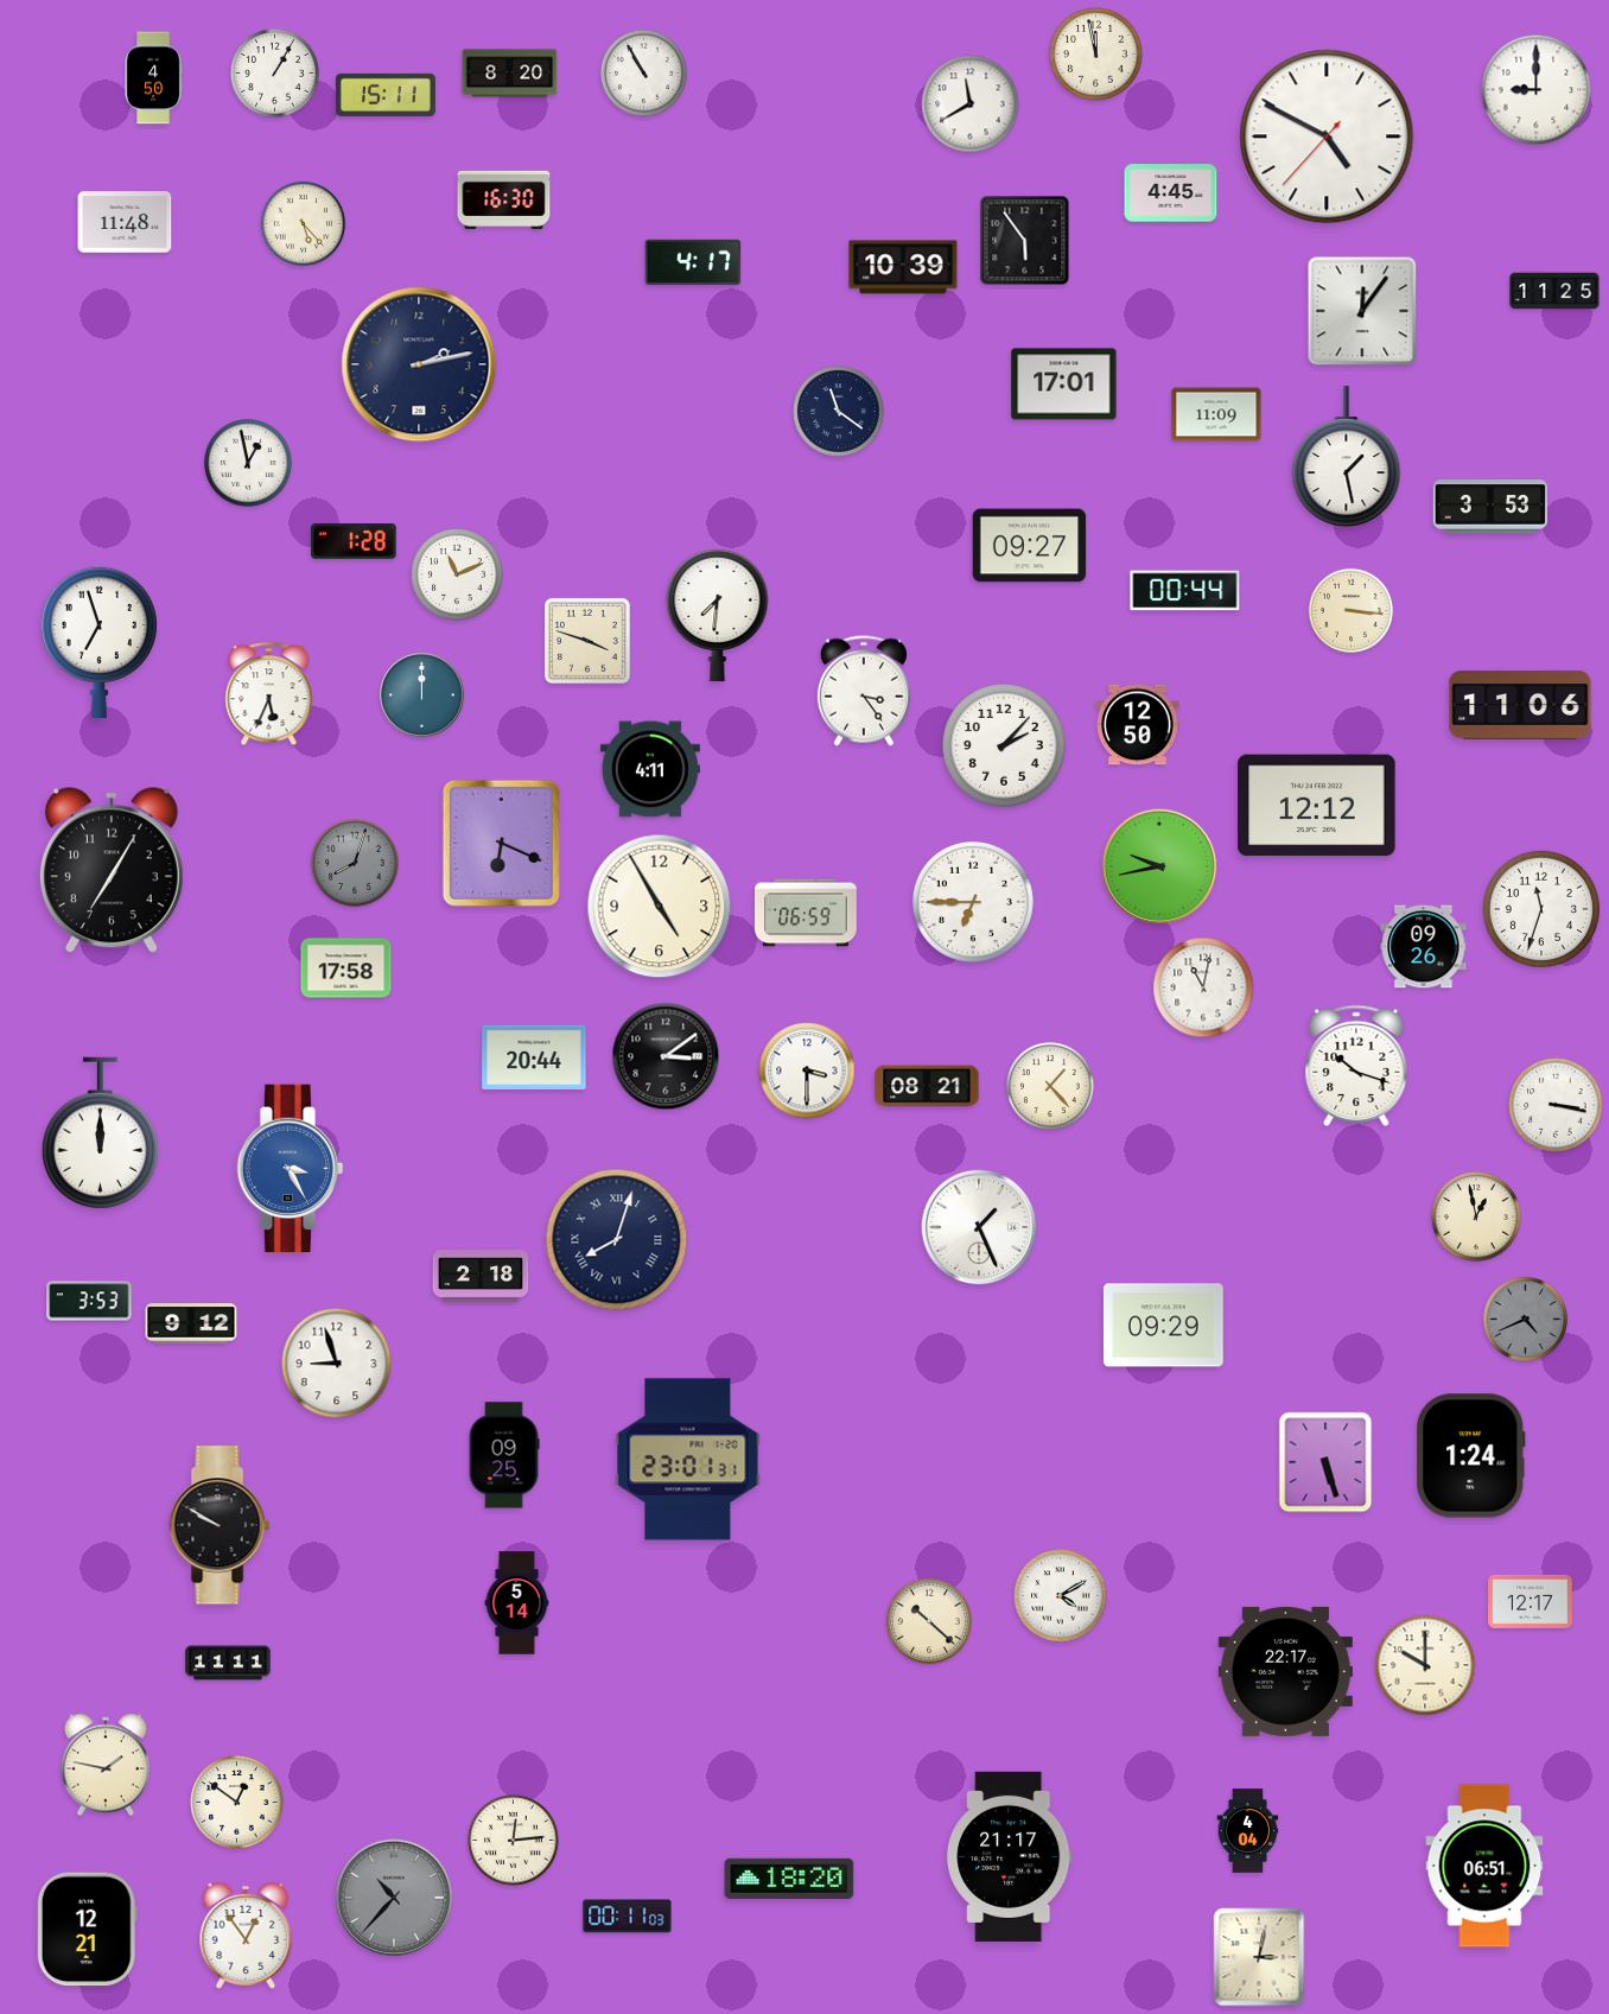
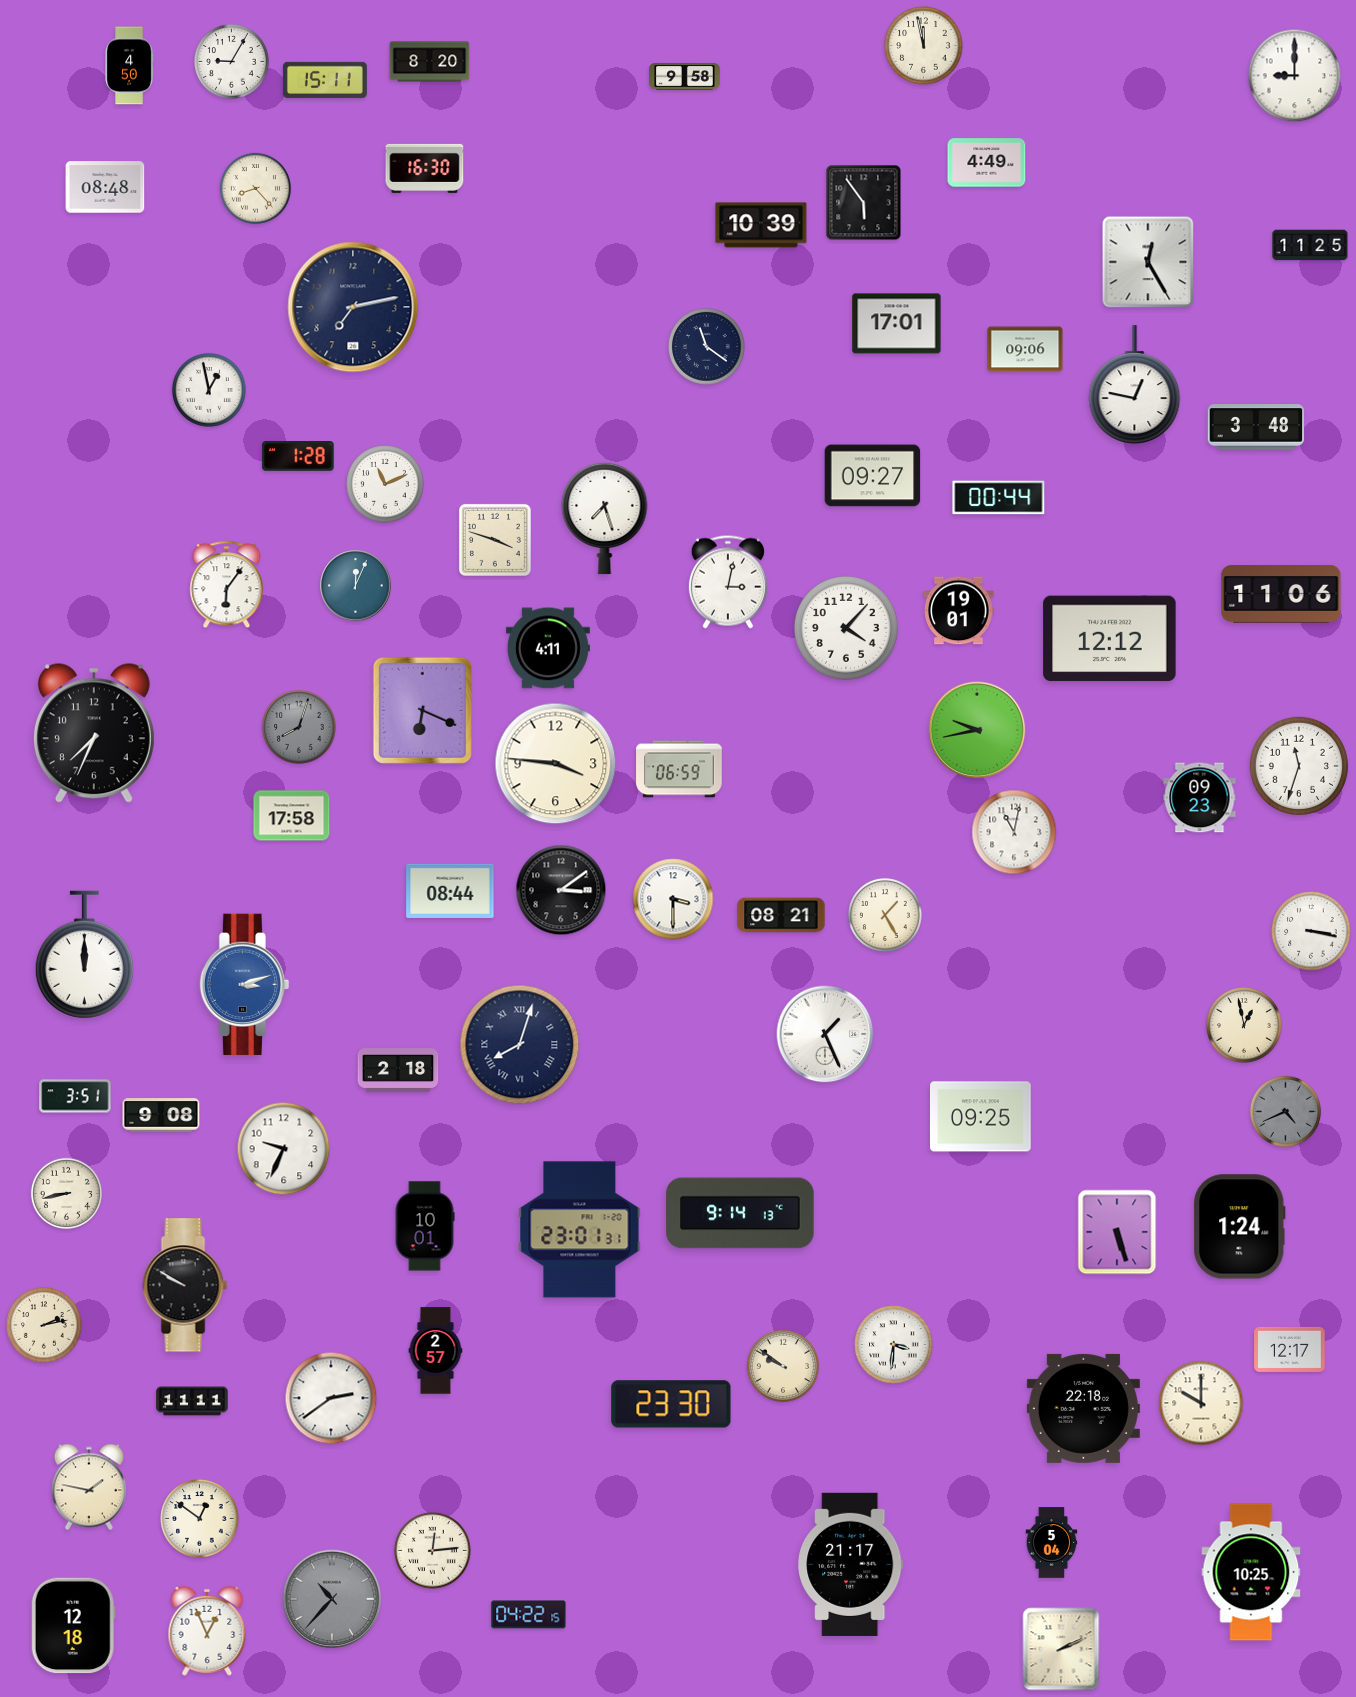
clock at (643, 72): 10:55 -> none
clock at (275, 74): 1:05 -> 9:05
clock at (685, 77): none -> 9:58
clock at (971, 104): 11:40 -> none
clock at (1327, 136): 4:49 -> none
clock at (1171, 193): 4:45 -> 4:49
clock at (125, 222): 11:48 -> 08:48
clock at (303, 223): 5:23 -> 8:23
clock at (693, 261): 4:17 -> none
clock at (1362, 311): 12:06 -> 12:25
clock at (419, 364): 2:13 -> 7:13
clock at (1216, 414): 11:09 -> 09:06
clock at (1347, 457): 1:28 -> 12:47
clock at (1490, 507): 3:53 -> 3:48
clock at (1030, 546) position: (1030, 546) -> (873, 476)
clock at (1350, 610): 3:16 -> none
clock at (718, 615): 7:31 -> 7:27
clock at (98, 642): 6:57 -> none
clock at (864, 691): 3:24 -> 3:02
clock at (269, 694): 5:34 -> 6:06
clock at (422, 695): 12:00 -> 12:04
clock at (1138, 725): 12:50 -> 19:01
clock at (1004, 745): 2:07 -> 4:07
clock at (1317, 806) position: (1317, 806) -> (1110, 639)
clock at (112, 871): 7:05 -> 7:34
clock at (973, 902): 6:45 -> none
clock at (660, 907): 4:55 -> 3:46
clock at (1424, 947): 09:26 -> 09:23
clock at (534, 1057): 20:44 -> 08:44
clock at (1356, 1066): 10:18 -> none
clock at (807, 1070) position: (807, 1070) -> (673, 899)
clock at (1050, 1086): 1:23 -> 1:25
clock at (291, 1169): 3:25 -> 3:12
clock at (481, 1277) position: (481, 1277) -> (398, 1071)
clock at (89, 1301): 3:53 -> 3:51
clock at (191, 1323): 9:12 -> 9:08
clock at (1164, 1326): 09:29 -> 09:25
clock at (337, 1364): 8:57 -> 9:34
clock at (66, 1193): none -> 8:43
clock at (740, 1213): none -> 9:14
clock at (504, 1455): 09:25 -> 10:01
clock at (44, 1325): none -> 2:13
clock at (1061, 1596): 4:10 -> 3:31
clock at (517, 1603): 5:14 -> 2:57
clock at (929, 1621): 10:22 -> 9:51
clock at (331, 1398): none -> 2:39
clock at (671, 1404): none -> 23:30
clock at (1285, 1671): 22:17 -> 22:18
clock at (1248, 1831): 4:04 -> 5:04
clock at (1484, 1866): 06:51 -> 10:25
clock at (789, 1879): 18:20 -> none
clock at (628, 1917): 00:11 -> 04:22
clock at (87, 1930): 12:21 -> 12:18
clock at (246, 1936): 12:54 -> 12:56
clock at (1259, 1957): 3:02 -> 2:11
